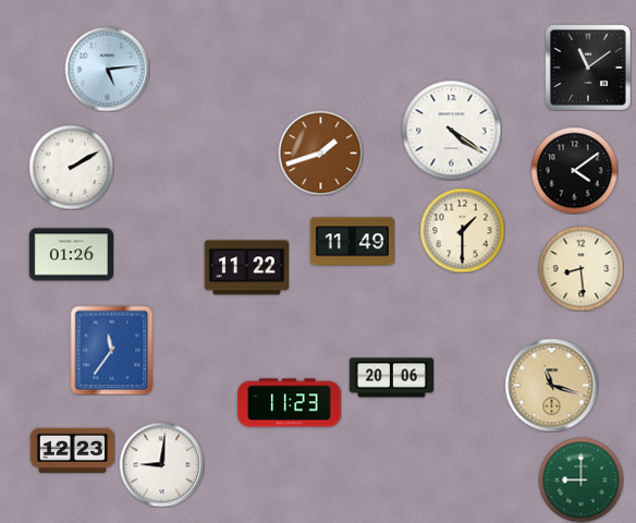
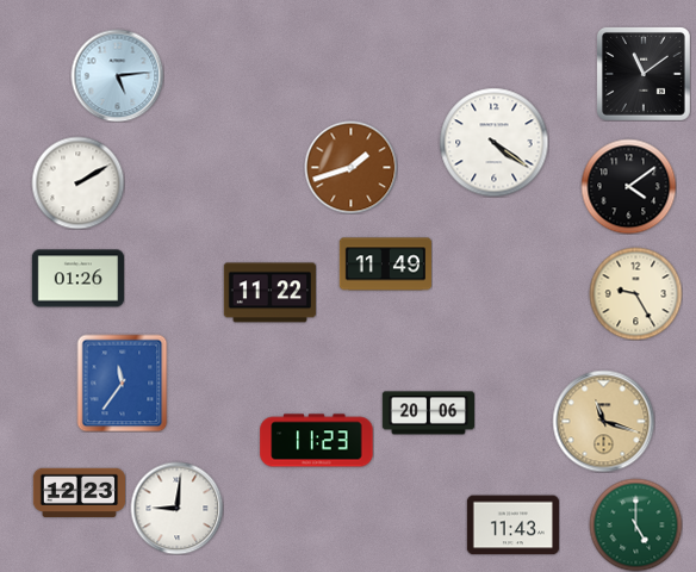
clock at (462, 230): 1:30 -> none
clock at (580, 268): 8:29 -> 9:25
clock at (580, 479): 9:00 -> 5:00
clock at (512, 526): none -> 11:43
